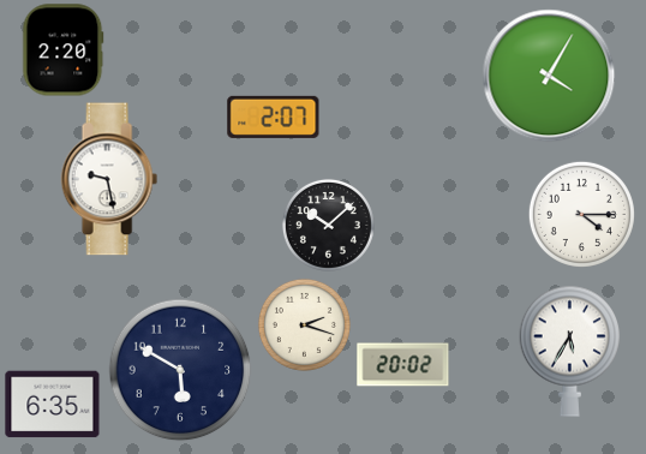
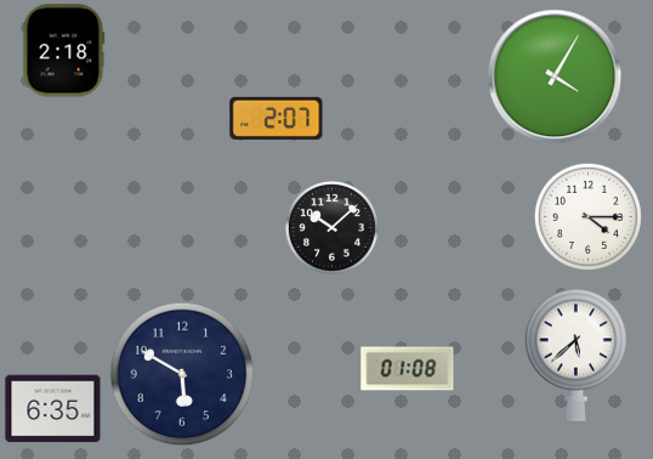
clock at (64, 50): 2:20 -> 2:18
clock at (109, 179): 9:28 -> none
clock at (304, 324): 2:18 -> none
clock at (570, 351): 5:35 -> 5:38
clock at (403, 365): 20:02 -> 01:08
